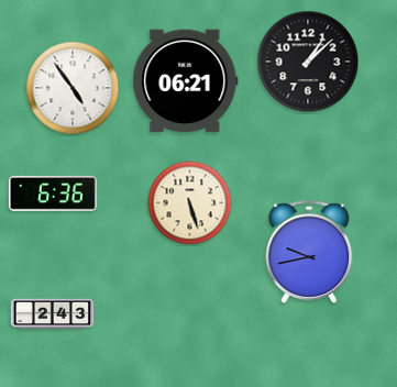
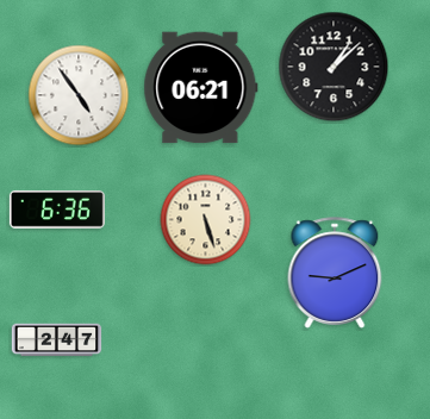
clock at (309, 252): 9:43 -> 9:11
clock at (53, 314): 2:43 -> 2:47
